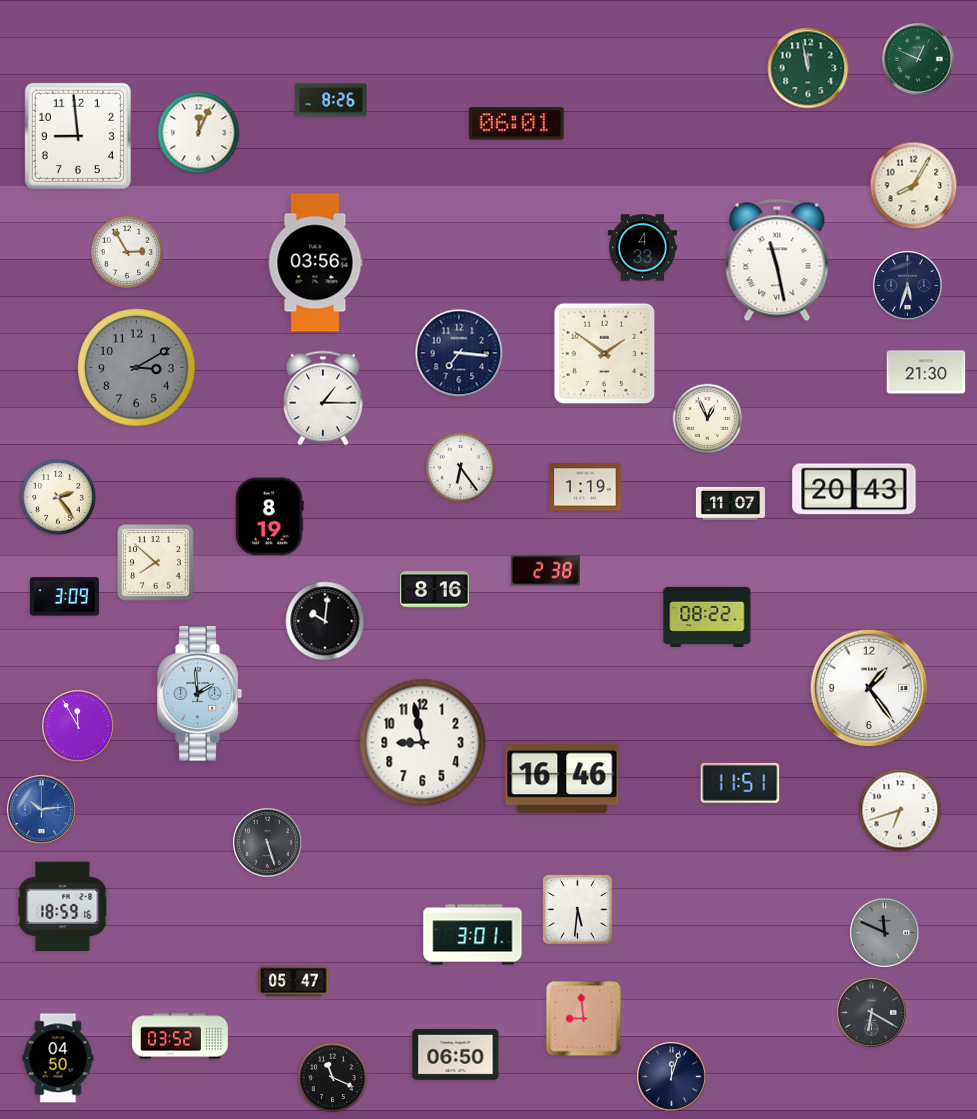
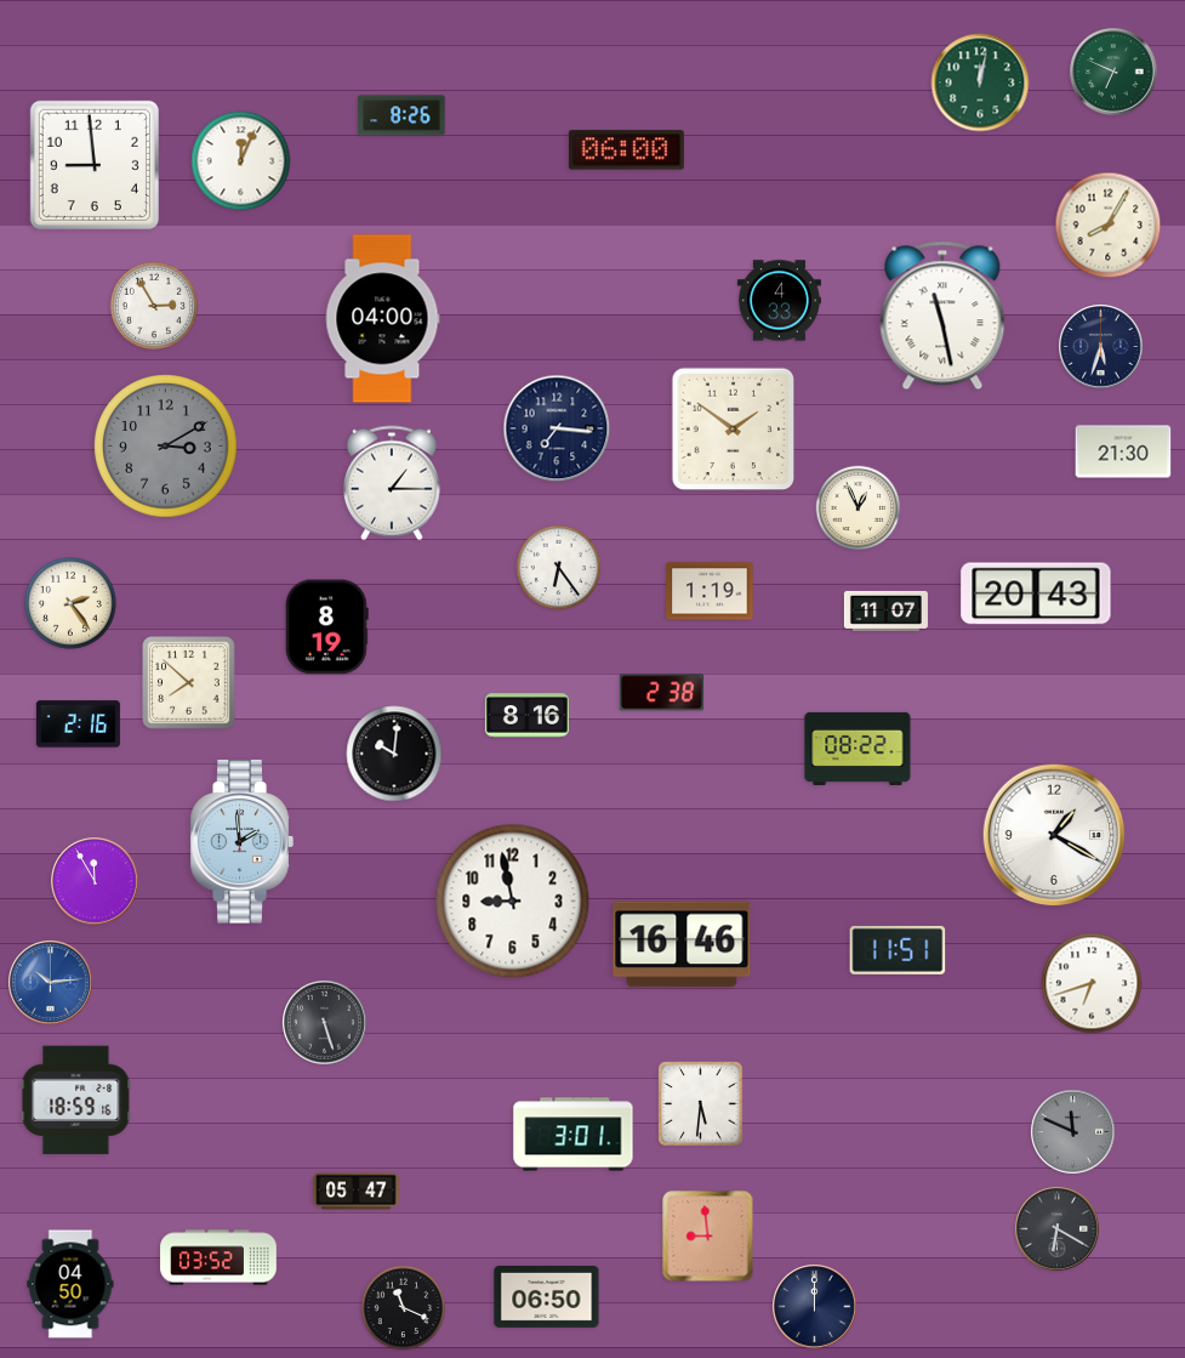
clock at (918, 59): 12:49 -> 6:49
clock at (808, 68): 11:58 -> 12:02
clock at (331, 100) position: (331, 100) -> (401, 115)
clock at (516, 124): 06:01 -> 06:00
clock at (315, 263): 03:56 -> 04:00
clock at (64, 597): 3:09 -> 2:16
clock at (869, 688): 1:24 -> 1:20
clock at (456, 1054) position: (456, 1054) -> (547, 1296)
clock at (672, 1077): 12:03 -> 12:00
